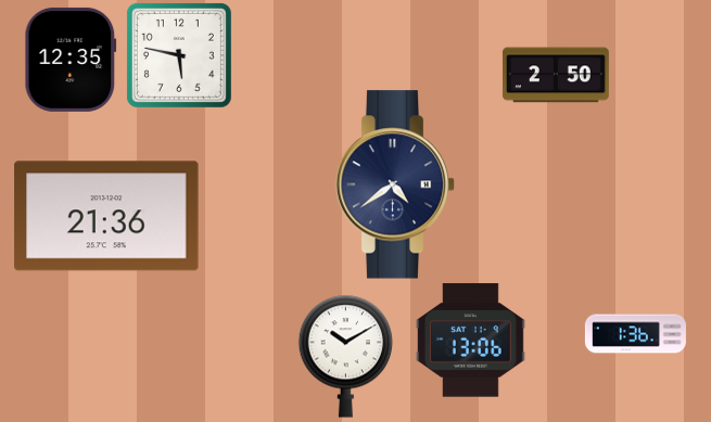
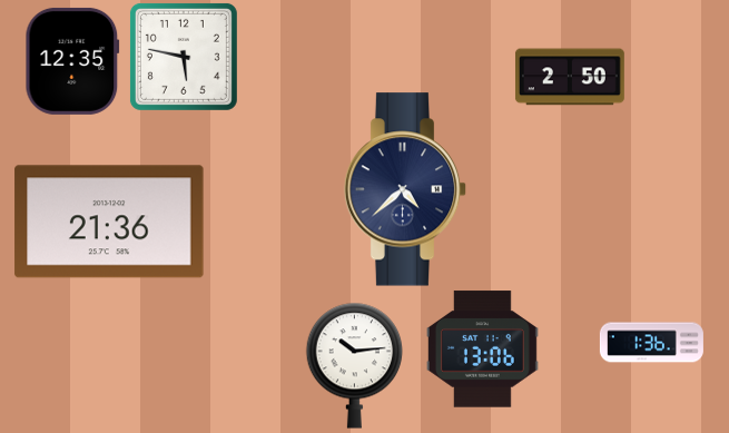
clock at (395, 184): 4:39 -> 4:38
clock at (346, 356): 10:10 -> 10:14
